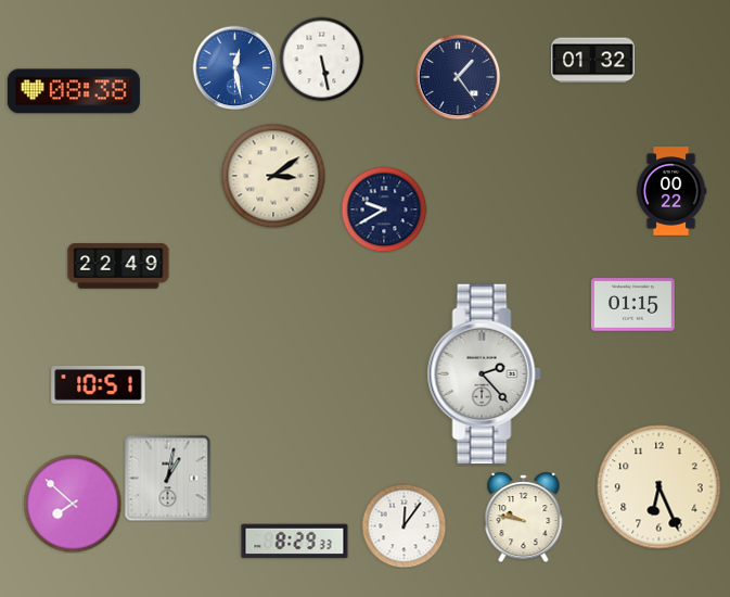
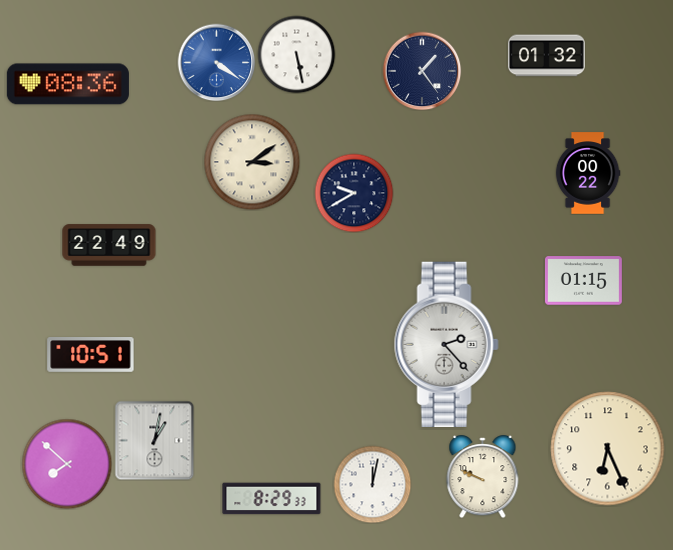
clock at (234, 67): 12:28 -> 4:21
clock at (74, 91): 08:38 -> 08:36
clock at (671, 191) position: (671, 191) -> (588, 173)
clock at (524, 518): 9:47 -> 9:49
clock at (404, 525): 12:06 -> 12:02
